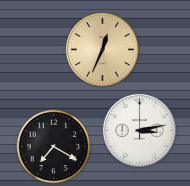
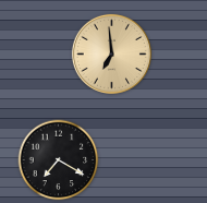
clock at (102, 49): 12:34 -> 6:59
clock at (139, 130): 3:13 -> none
